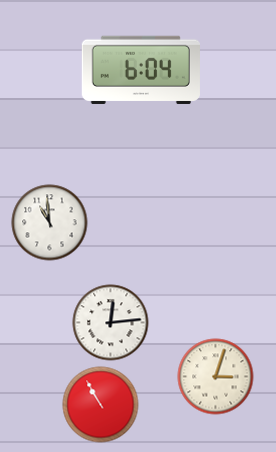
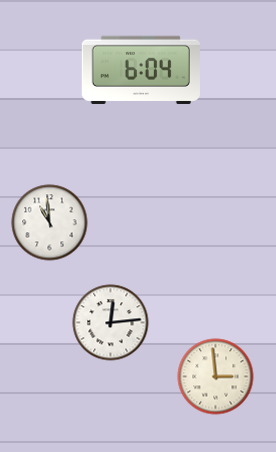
clock at (216, 377): 3:03 -> 2:59
clock at (101, 405): 10:55 -> none
